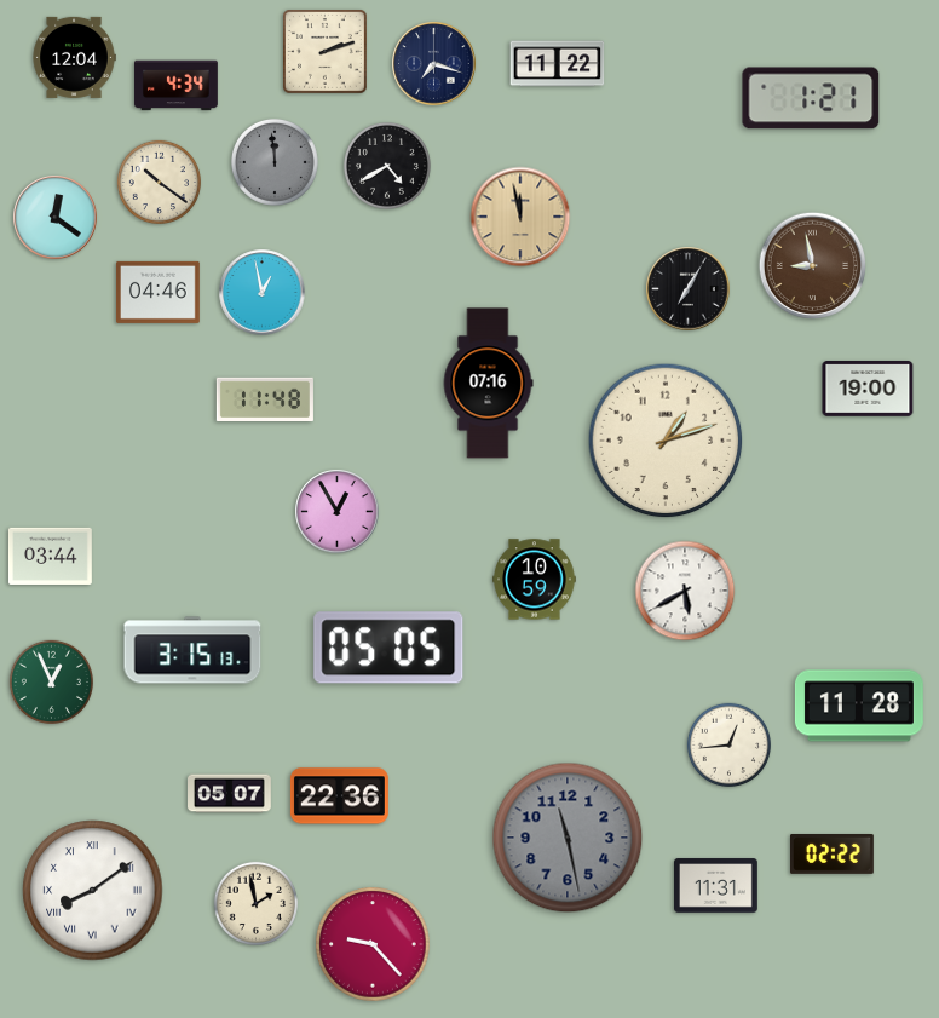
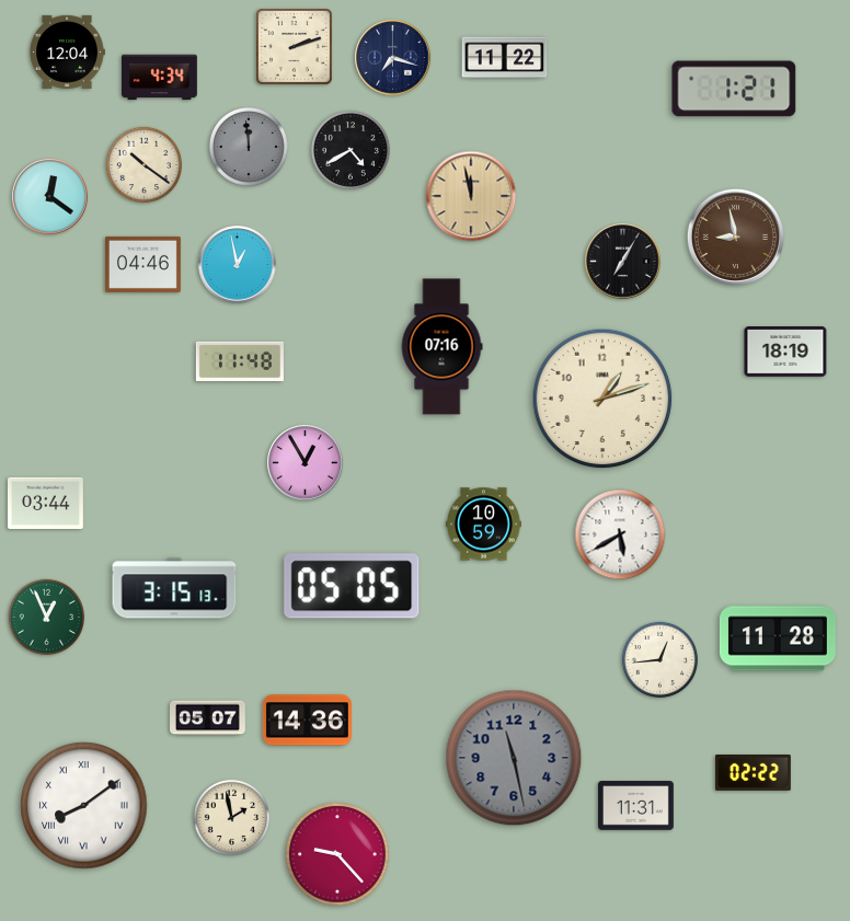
clock at (813, 266) position: (813, 266) -> (736, 238)
clock at (868, 390): 19:00 -> 18:19
clock at (728, 744) position: (728, 744) -> (659, 659)
clock at (339, 796): 22:36 -> 14:36
clock at (716, 886) position: (716, 886) -> (636, 806)
